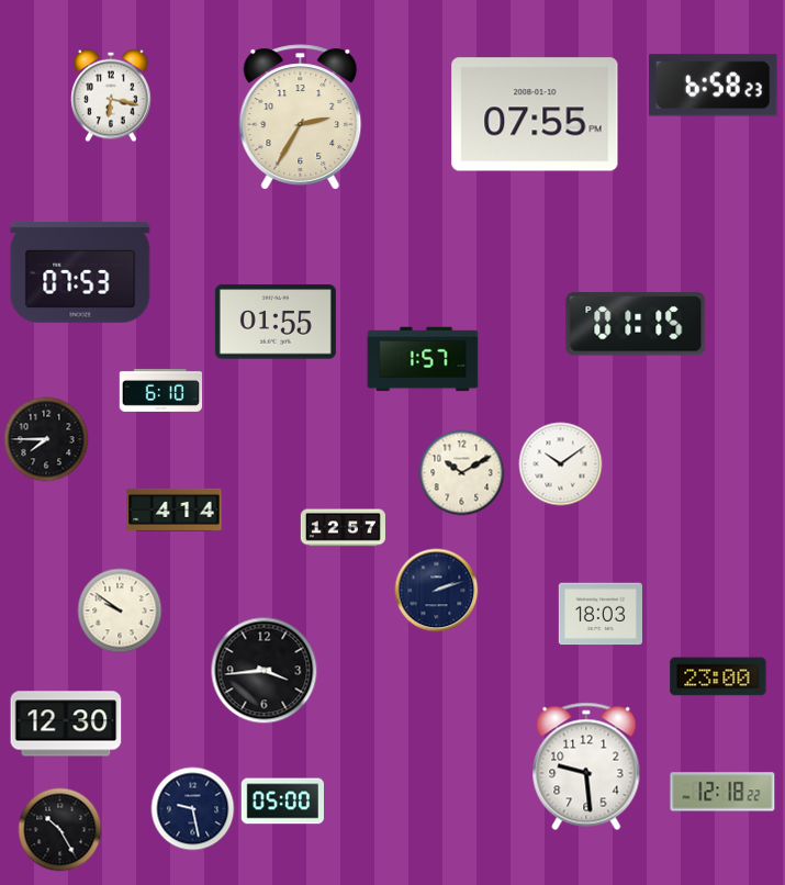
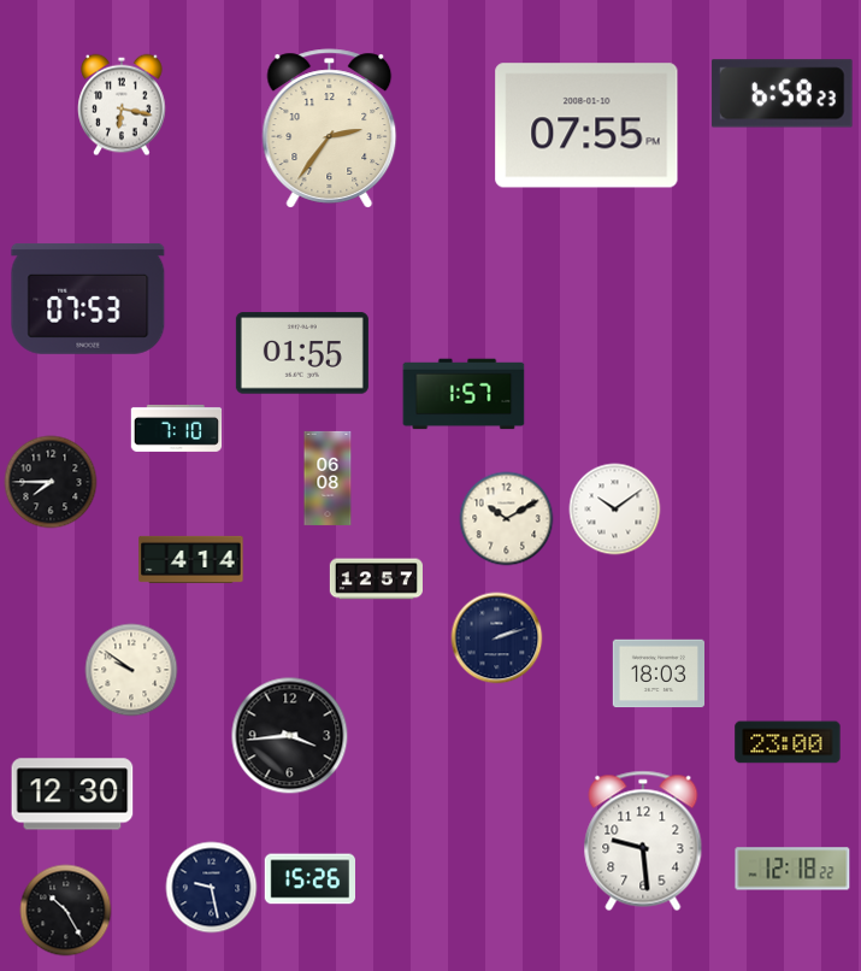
clock at (301, 117): 2:35 -> 2:36
clock at (636, 324): 01:15 -> none
clock at (161, 390): 6:10 -> 7:10
clock at (328, 478): none -> 06:08
clock at (437, 591) position: (437, 591) -> (497, 638)
clock at (282, 802): 05:00 -> 15:26
